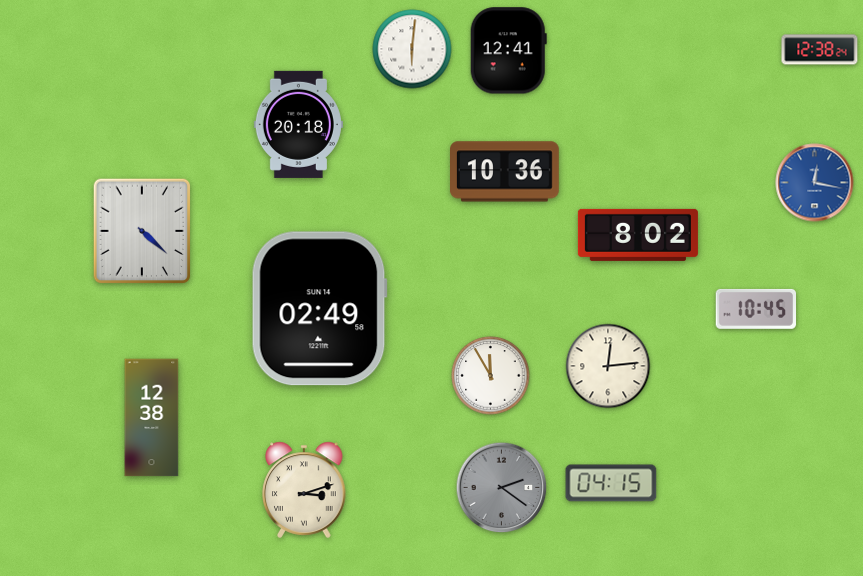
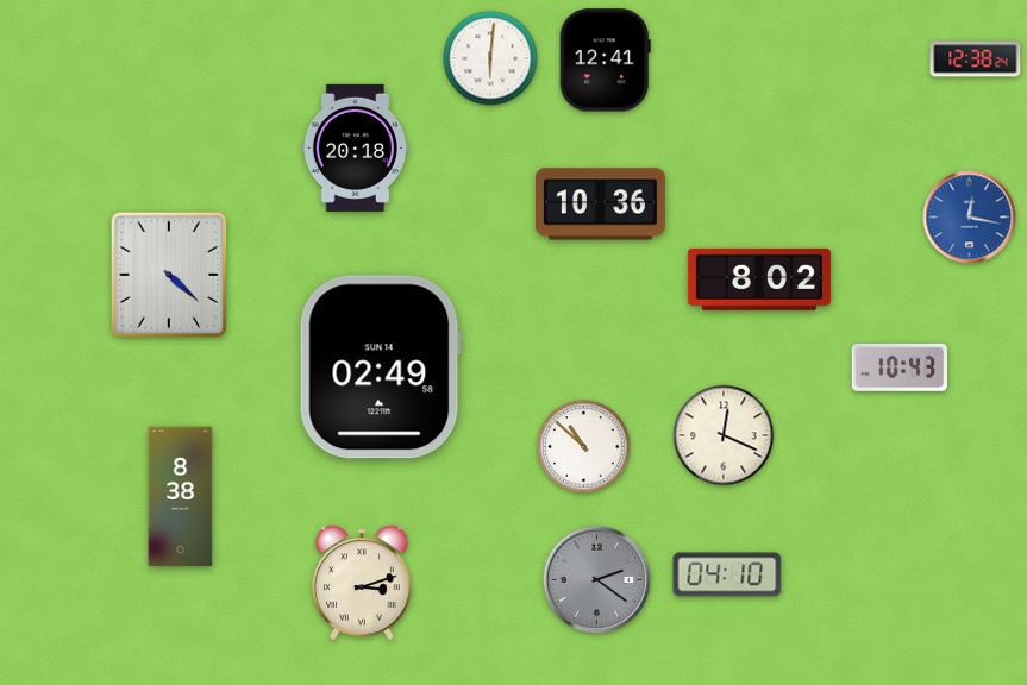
clock at (756, 309): 10:45 -> 10:43
clock at (608, 366): 12:14 -> 12:19
clock at (491, 376): 11:55 -> 10:52
clock at (152, 418): 12:38 -> 8:38
clock at (611, 483): 04:15 -> 04:10
